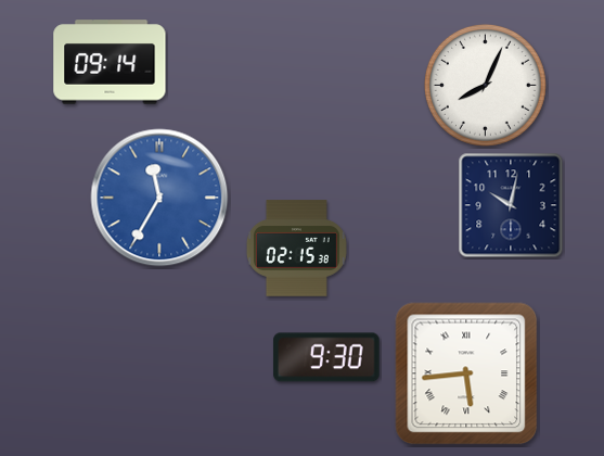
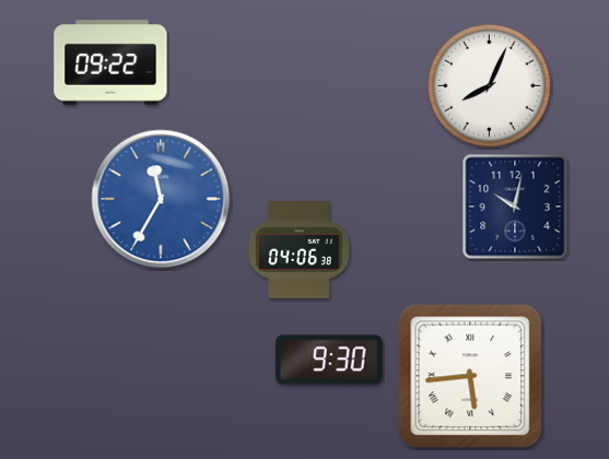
clock at (110, 62): 09:14 -> 09:22
clock at (296, 249): 02:15 -> 04:06
